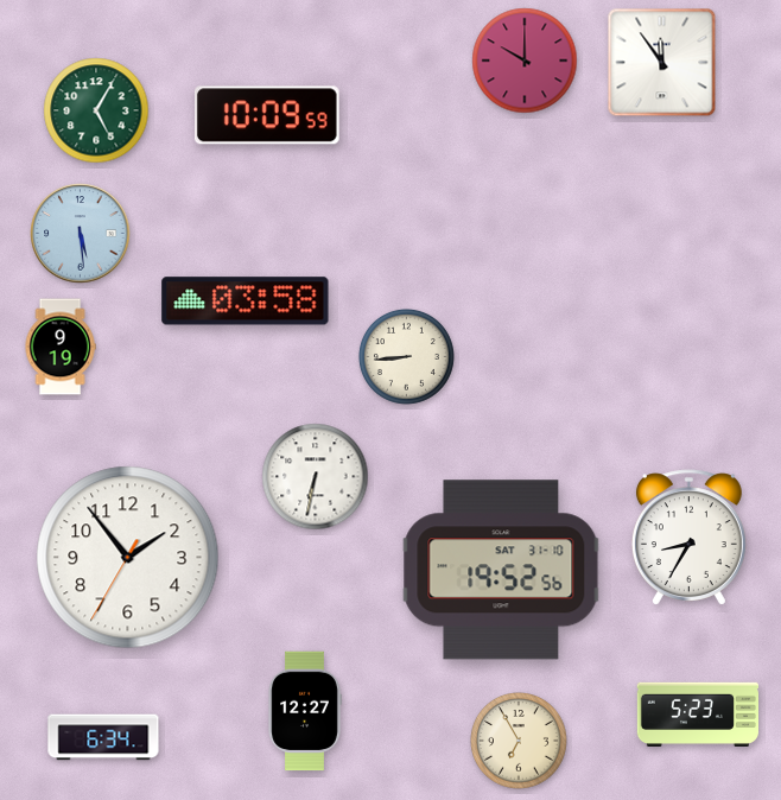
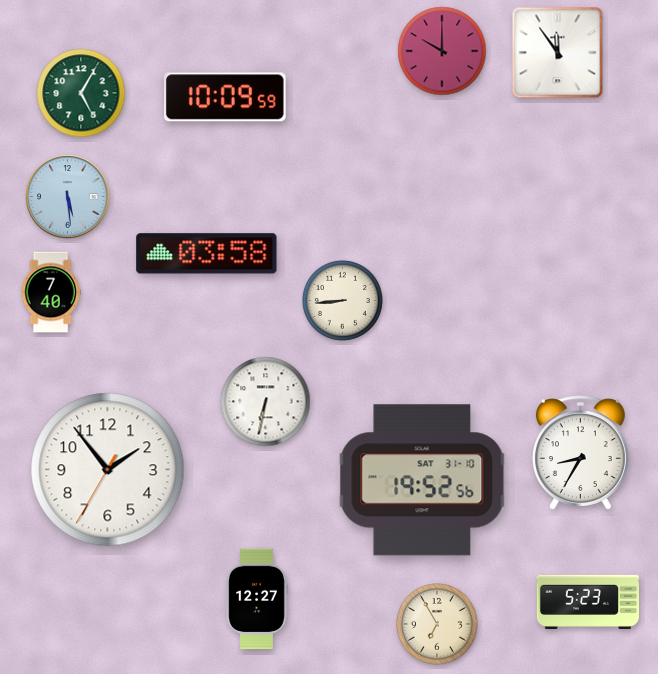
clock at (61, 347): 9:19 -> 7:40
clock at (103, 737): 6:34 -> none
